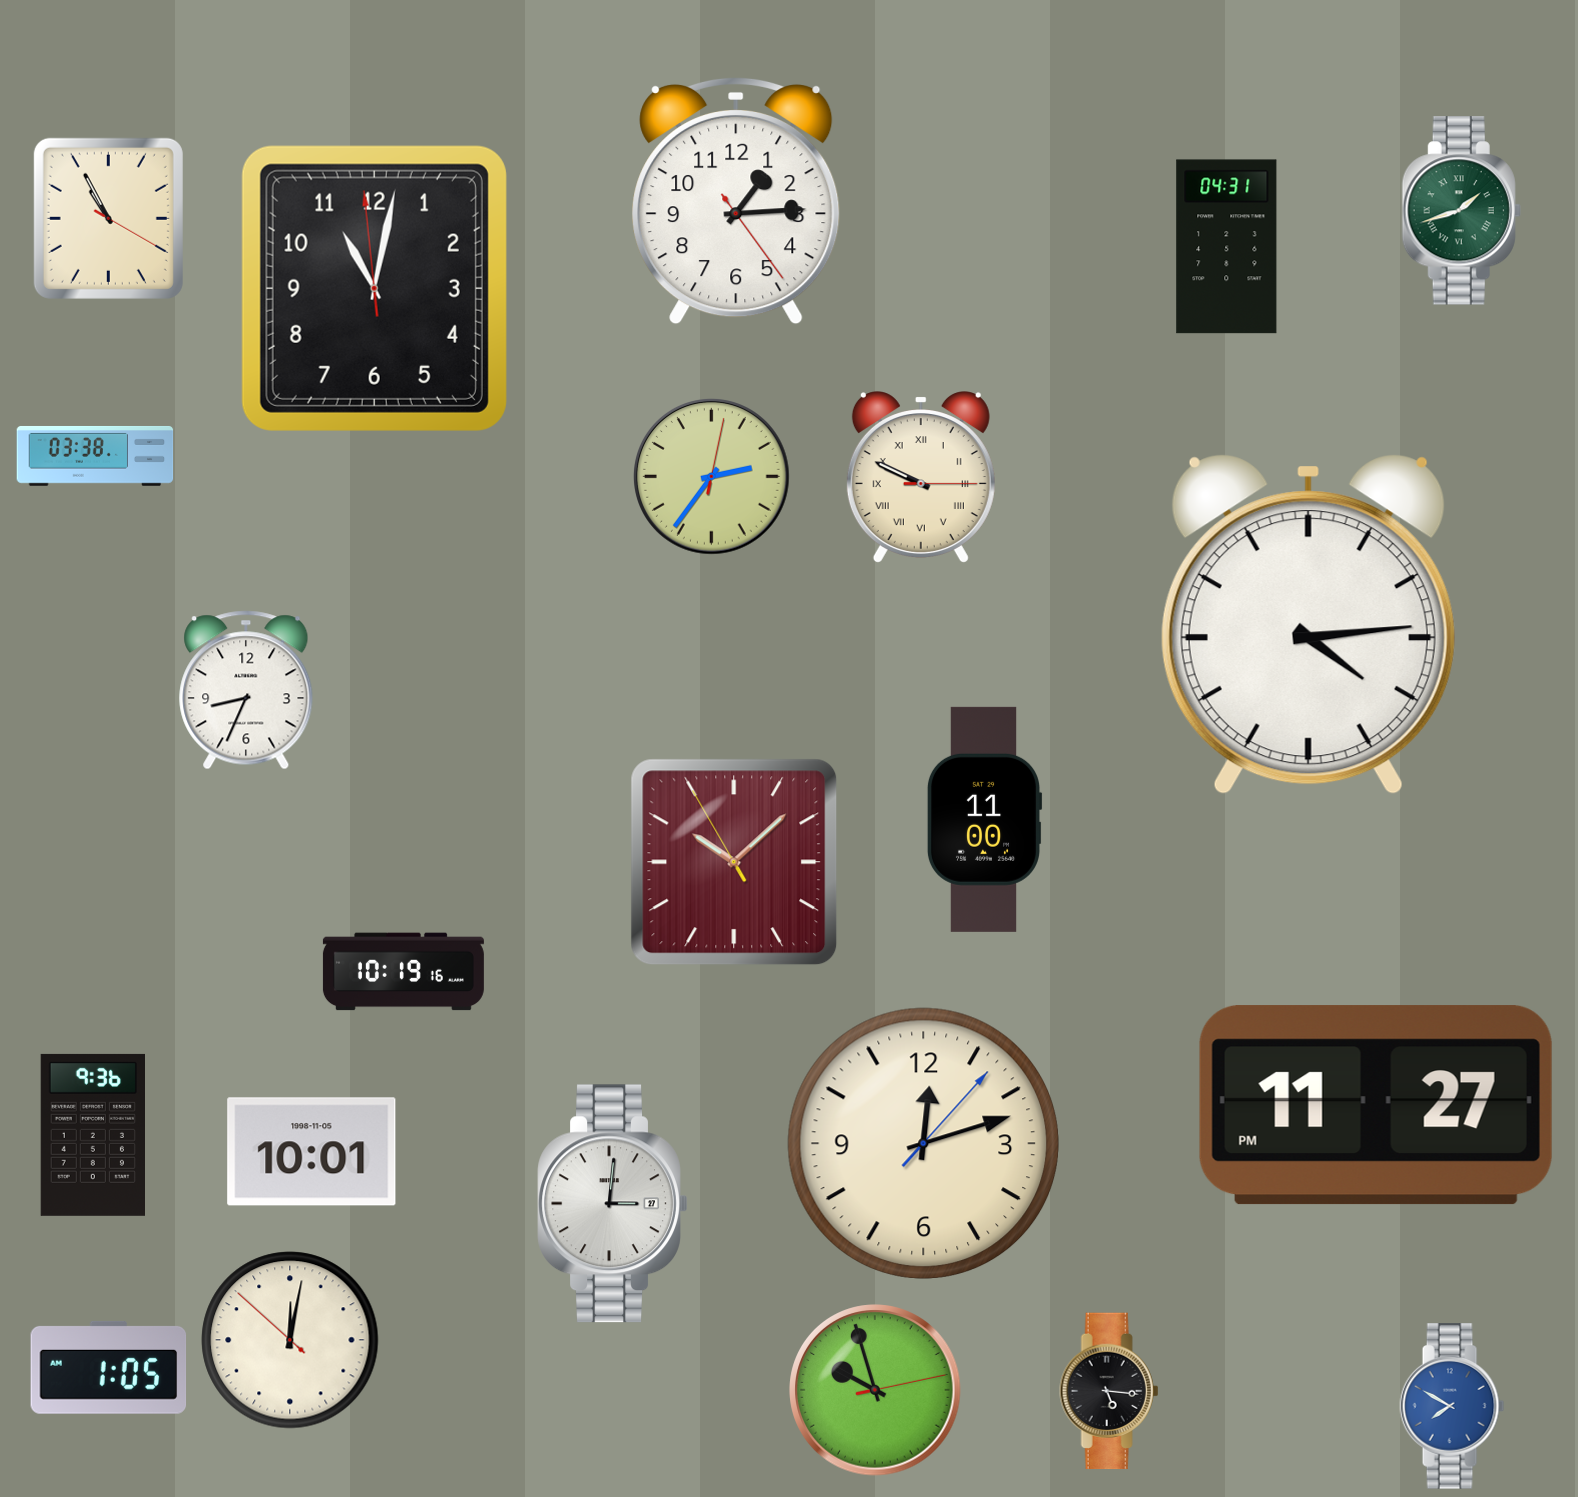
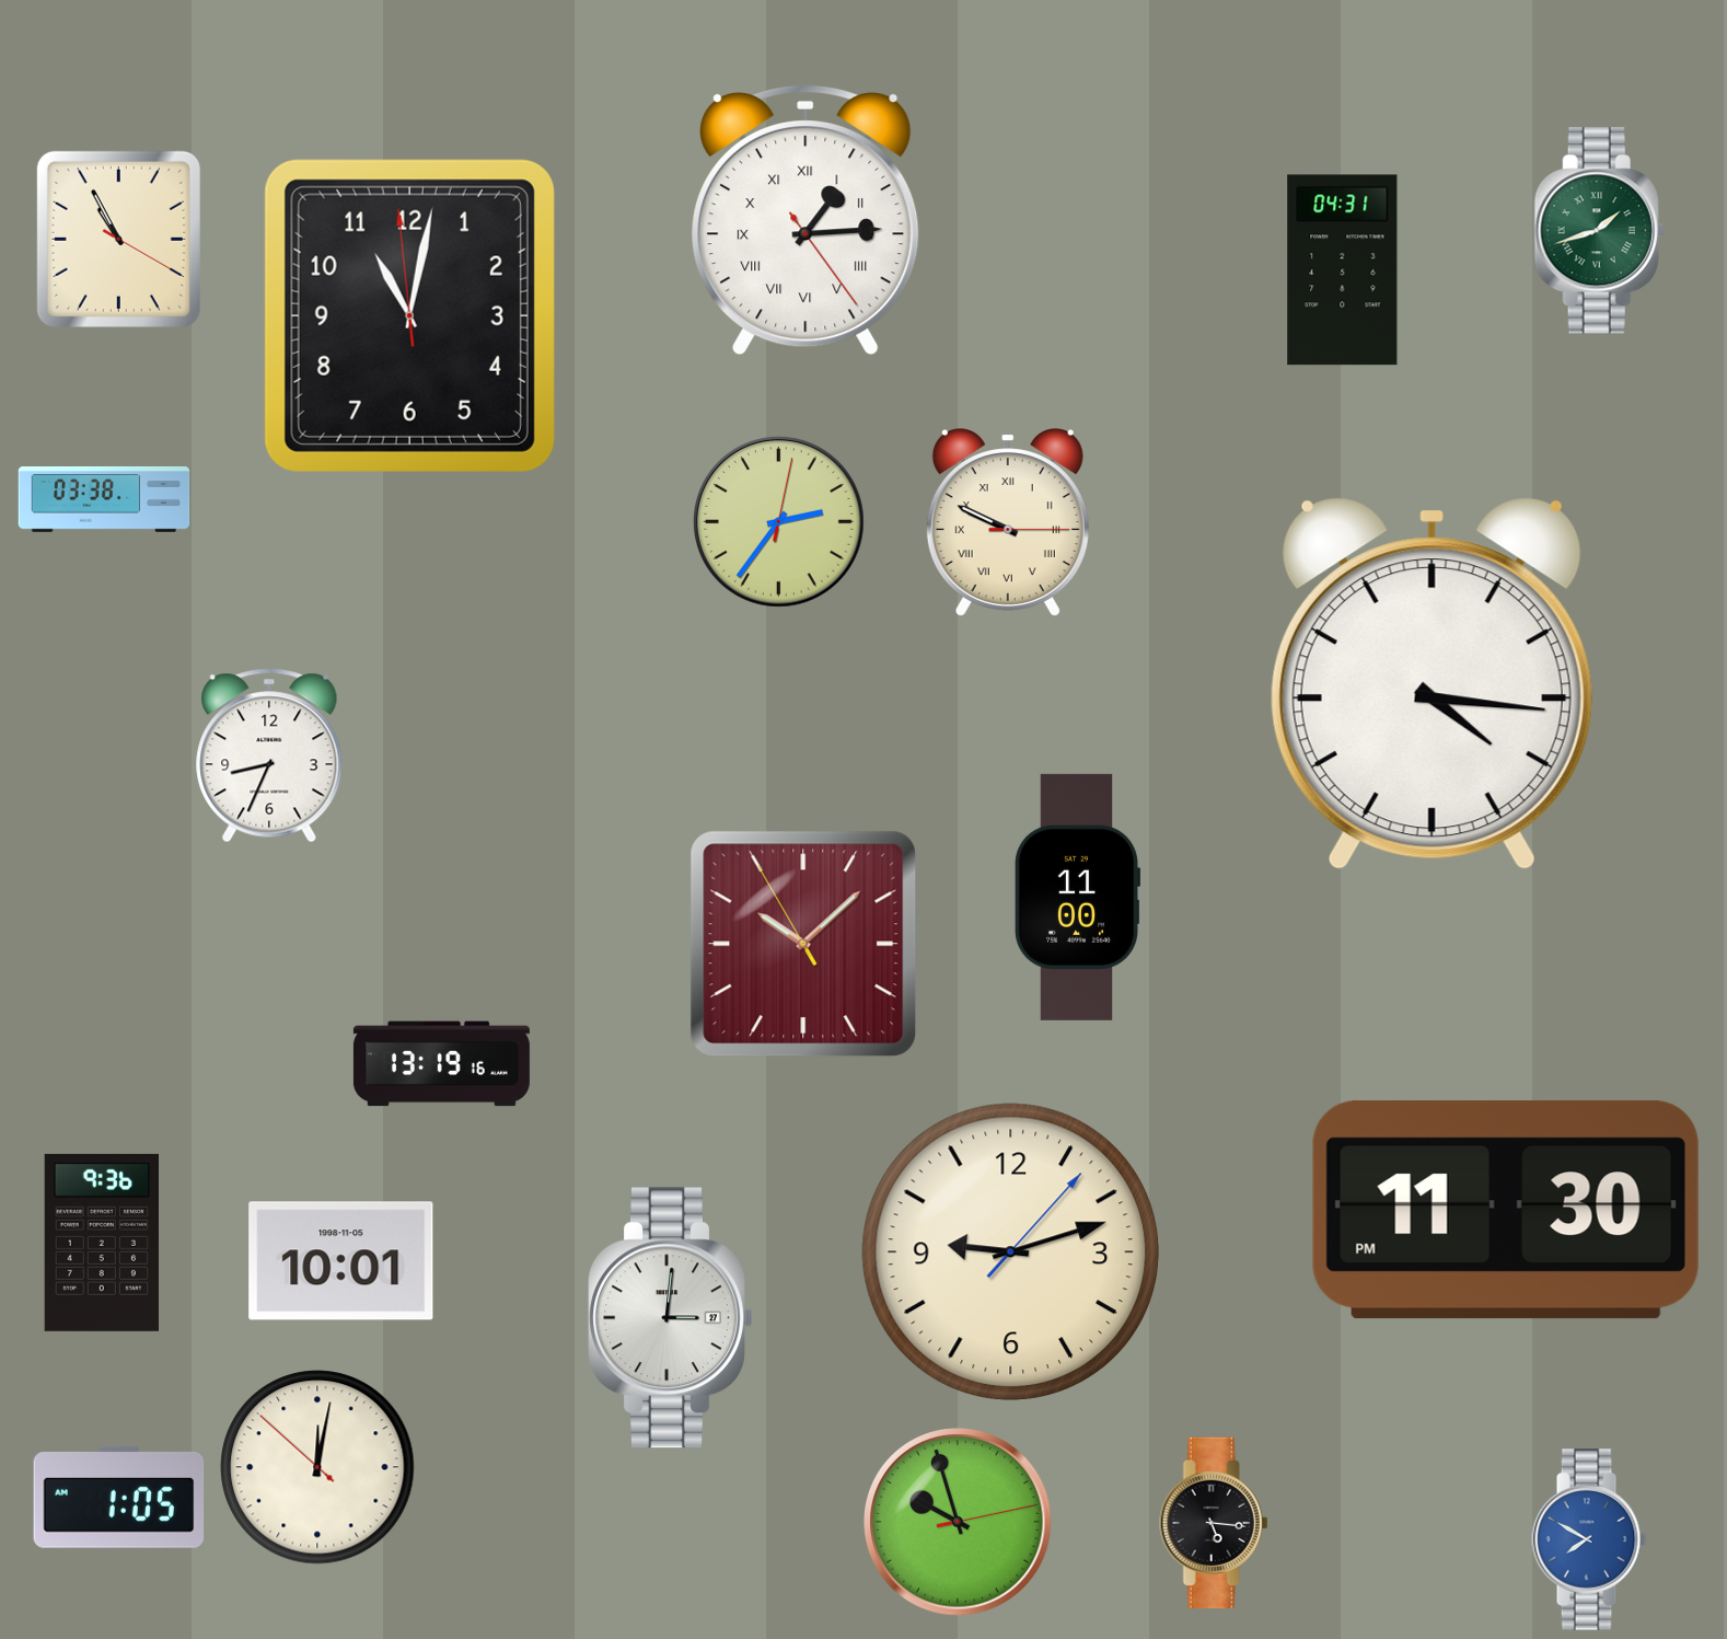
clock at (736, 201) numerals: Arabic -> Roman
clock at (1308, 625): 4:14 -> 4:16
clock at (403, 972): 10:19 -> 13:19
clock at (1376, 1105): 11:27 -> 11:30
clock at (923, 1143): 12:12 -> 9:12
